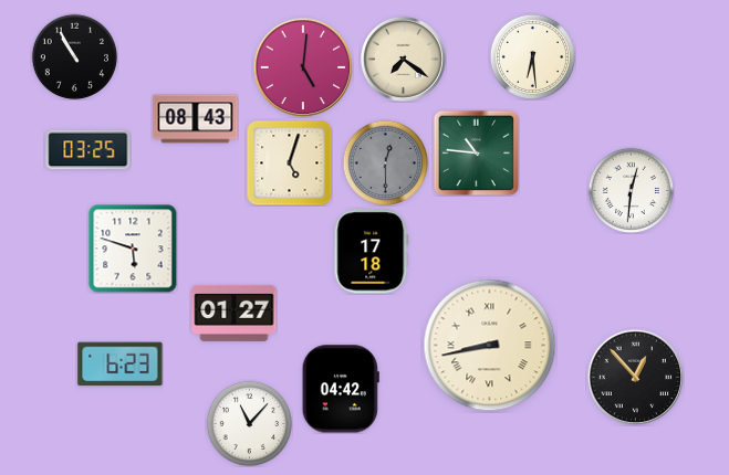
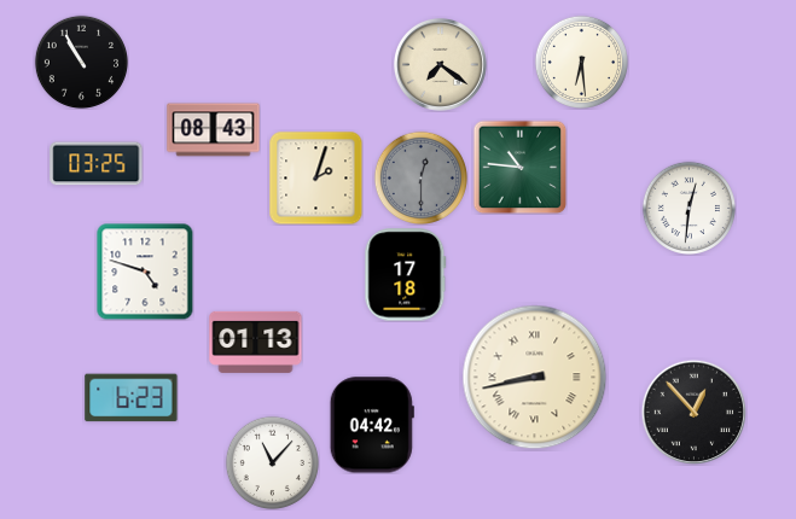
clock at (303, 67): 5:01 -> none
clock at (289, 162): 5:03 -> 2:03
clock at (133, 249): 5:48 -> 4:48
clock at (235, 313): 01:27 -> 01:13
